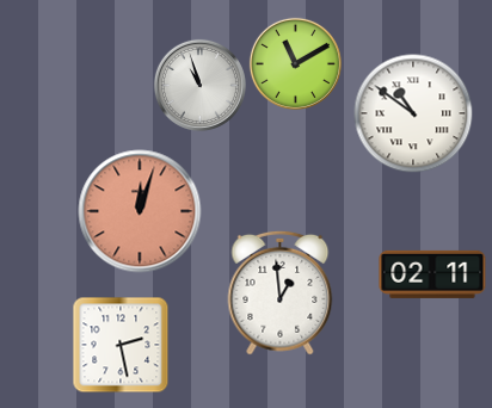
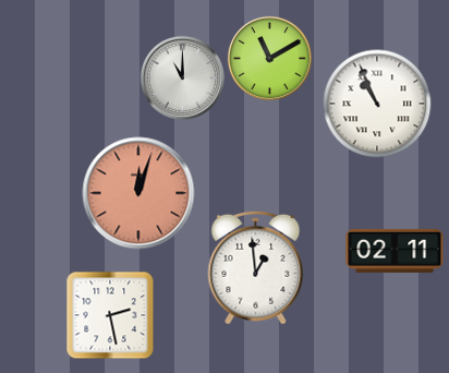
clock at (199, 85): 10:57 -> 11:00
clock at (413, 113): 10:51 -> 10:56
clock at (140, 211) position: (140, 211) -> (138, 193)
